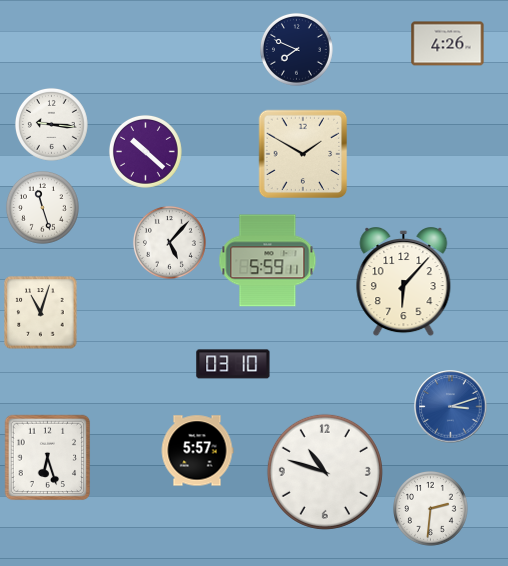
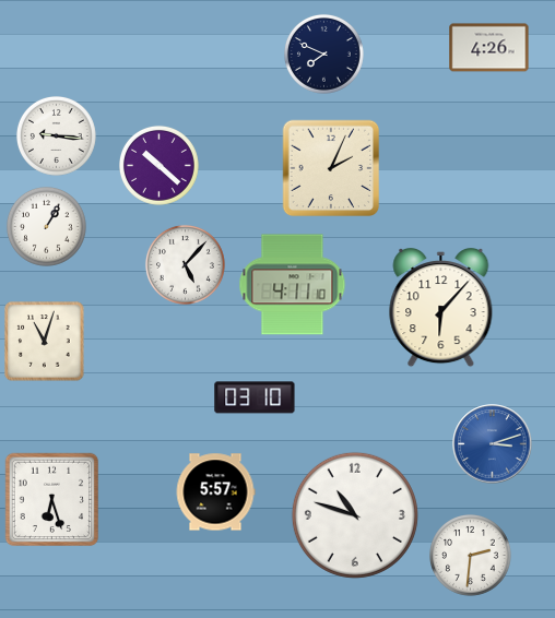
clock at (303, 154): 1:50 -> 2:04
clock at (42, 207): 11:27 -> 1:05
clock at (268, 261): 5:59 -> 4:11
